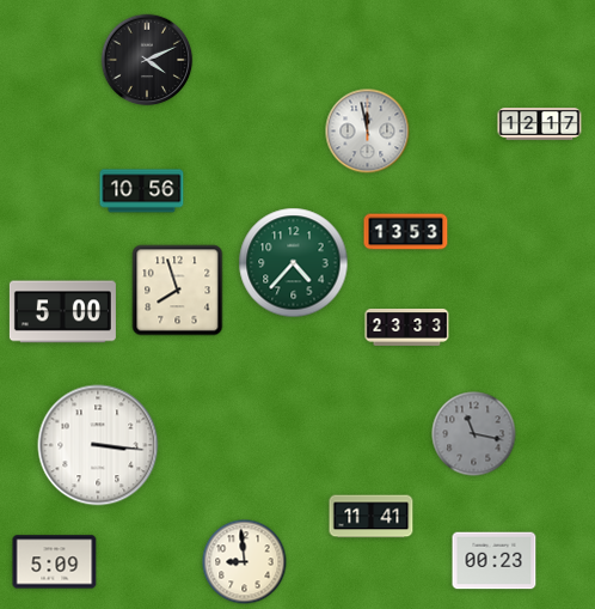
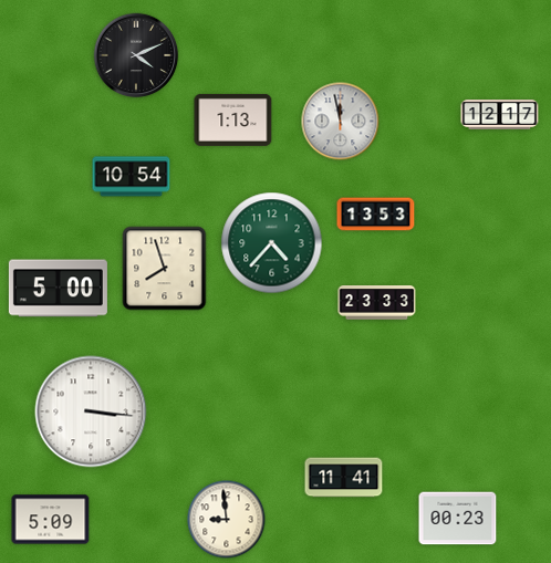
clock at (233, 119): none -> 1:13
clock at (142, 191): 10:56 -> 10:54
clock at (474, 434): 11:17 -> none
